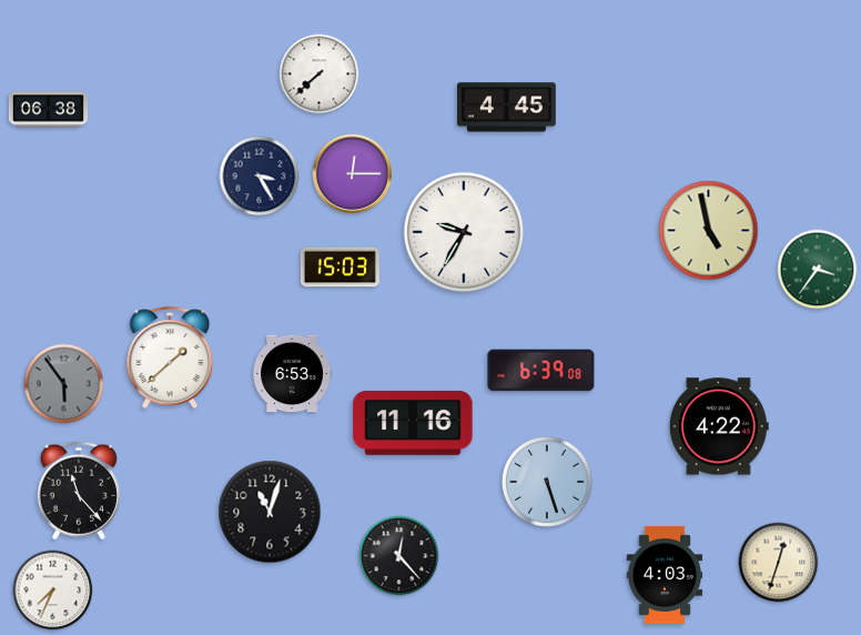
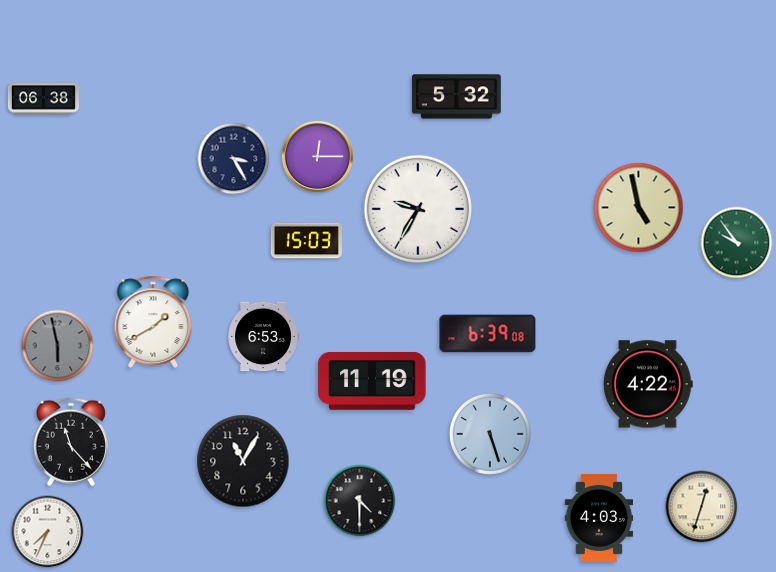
clock at (320, 74): 7:38 -> none
clock at (506, 108): 4:45 -> 5:32
clock at (818, 270): 3:36 -> 9:54
clock at (170, 357): 1:38 -> 1:40
clock at (64, 384): 5:54 -> 5:58
clock at (413, 423): 11:16 -> 11:19
clock at (547, 482) position: (547, 482) -> (490, 434)
clock at (270, 512): 11:03 -> 11:05
clock at (399, 556): 12:23 -> 4:30
